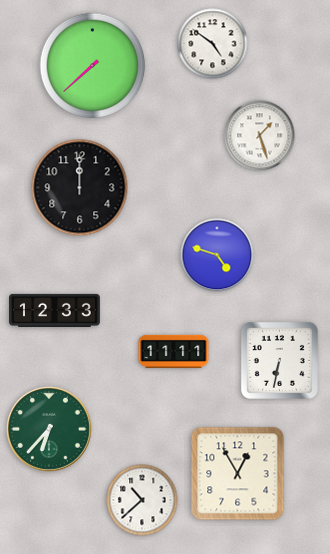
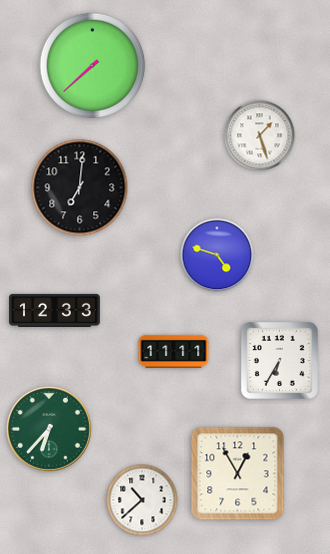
clock at (213, 44): 4:51 -> none
clock at (80, 188): 12:00 -> 7:01
clock at (279, 360): 6:32 -> 6:35
